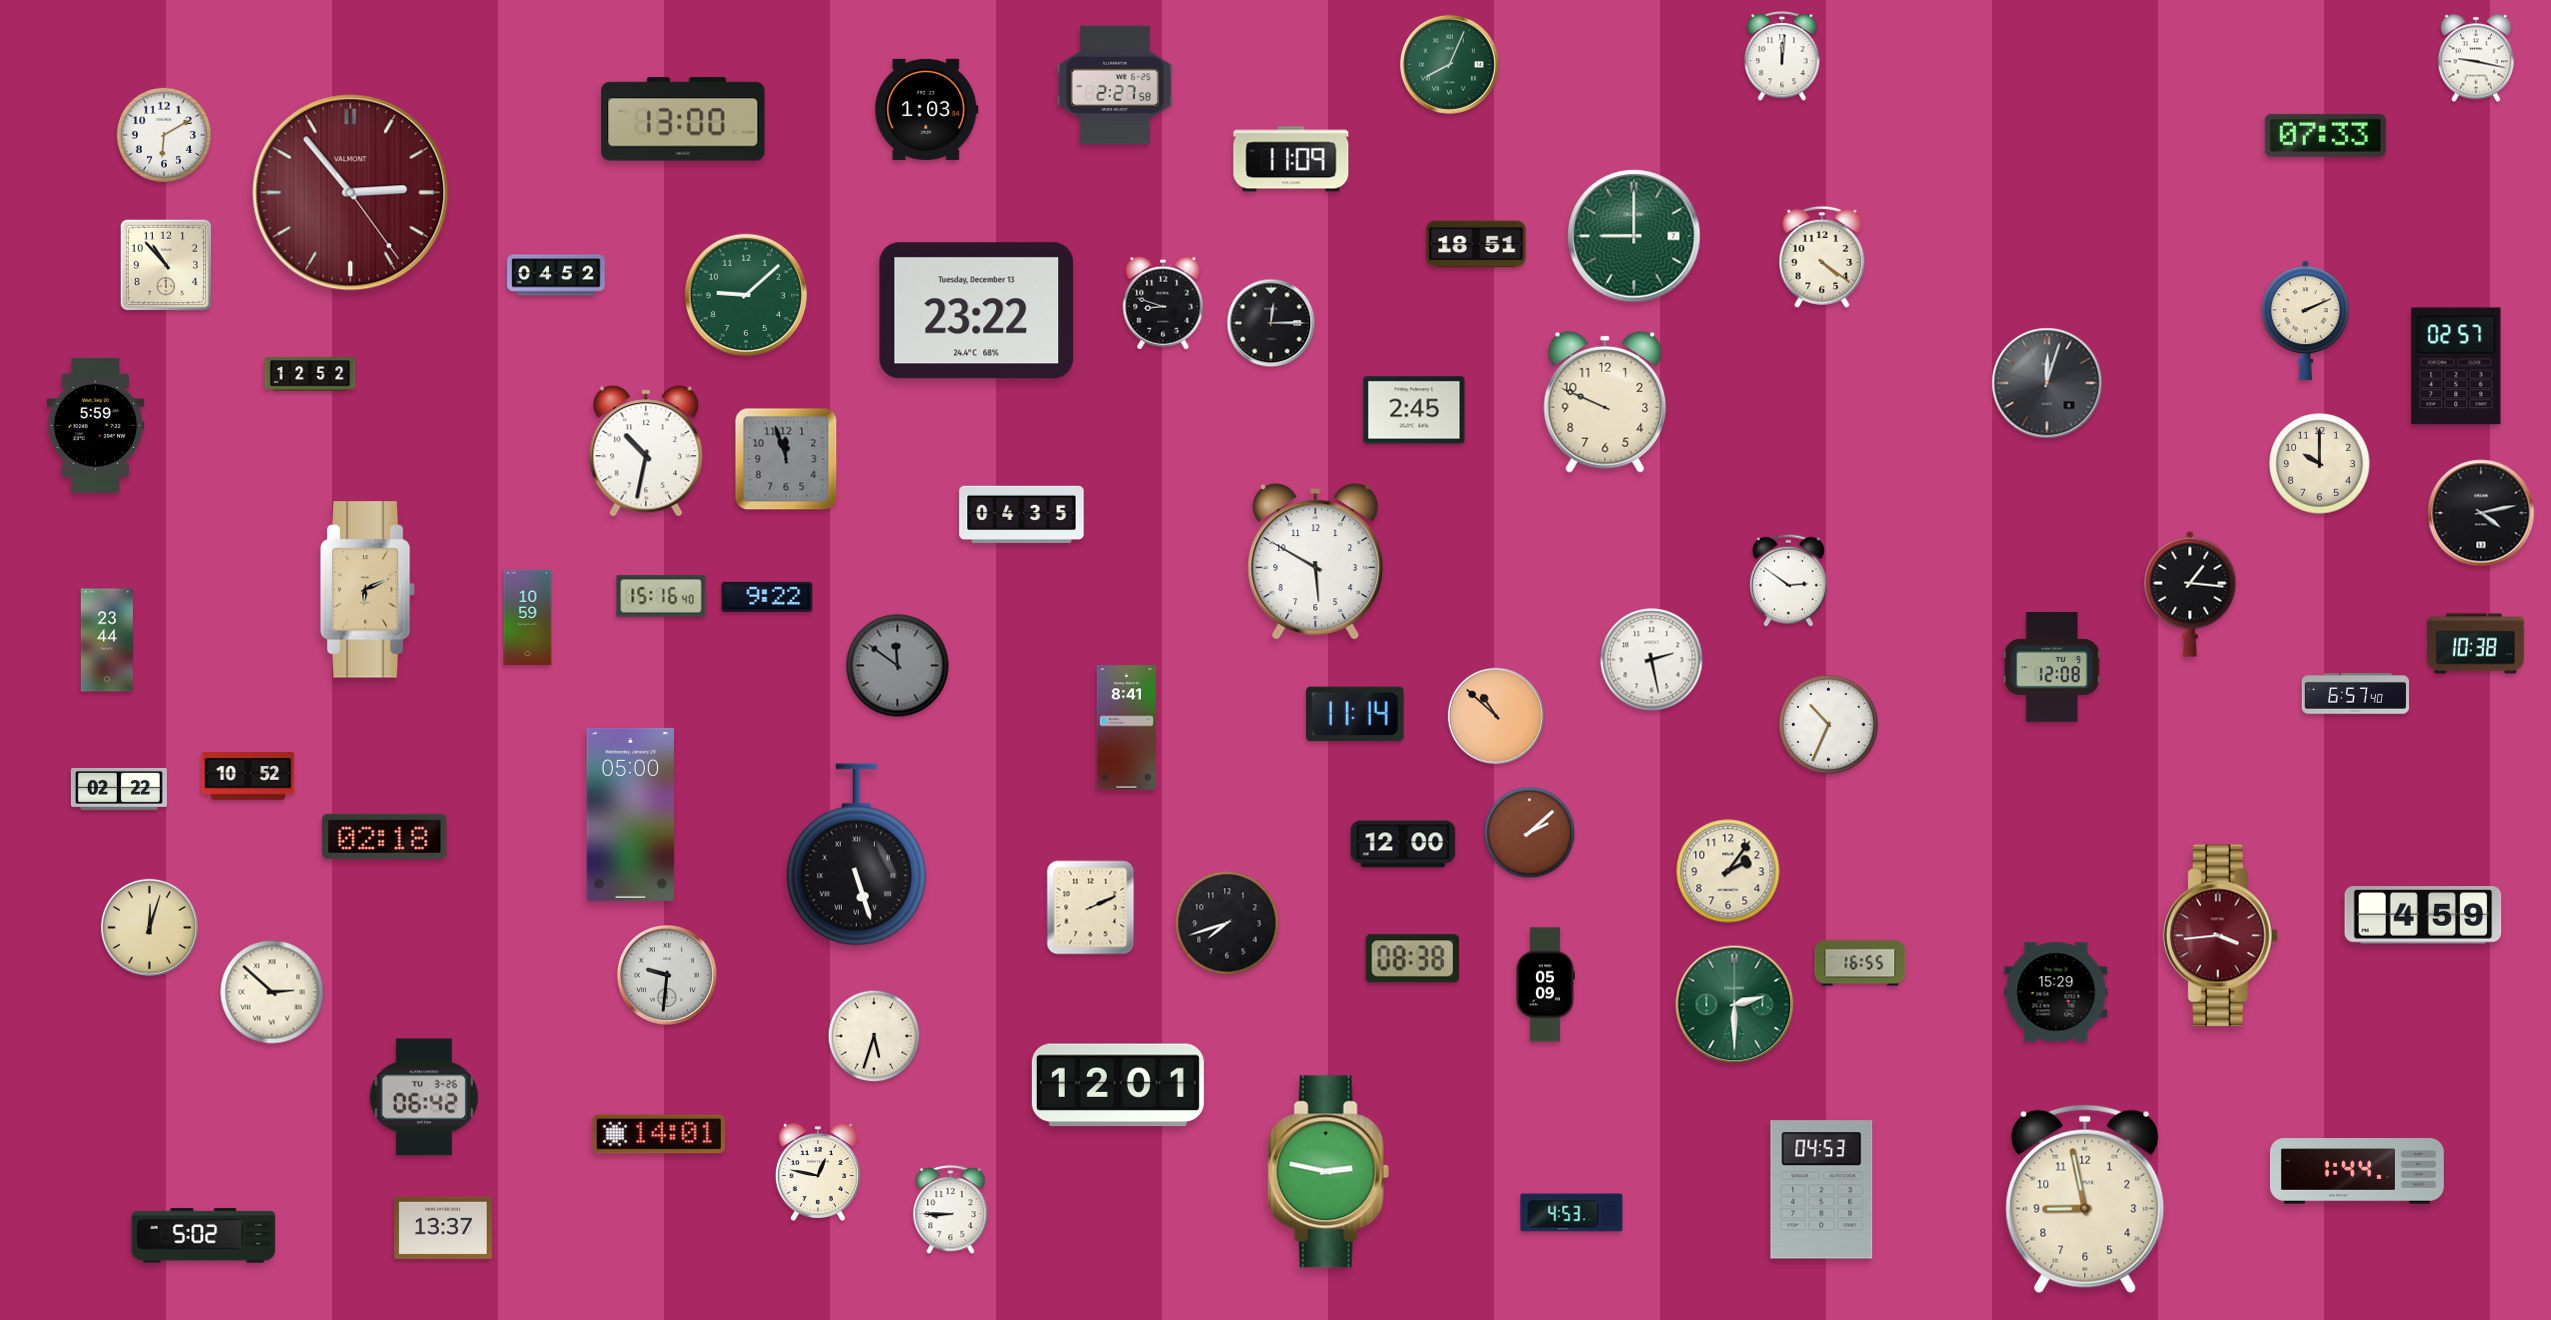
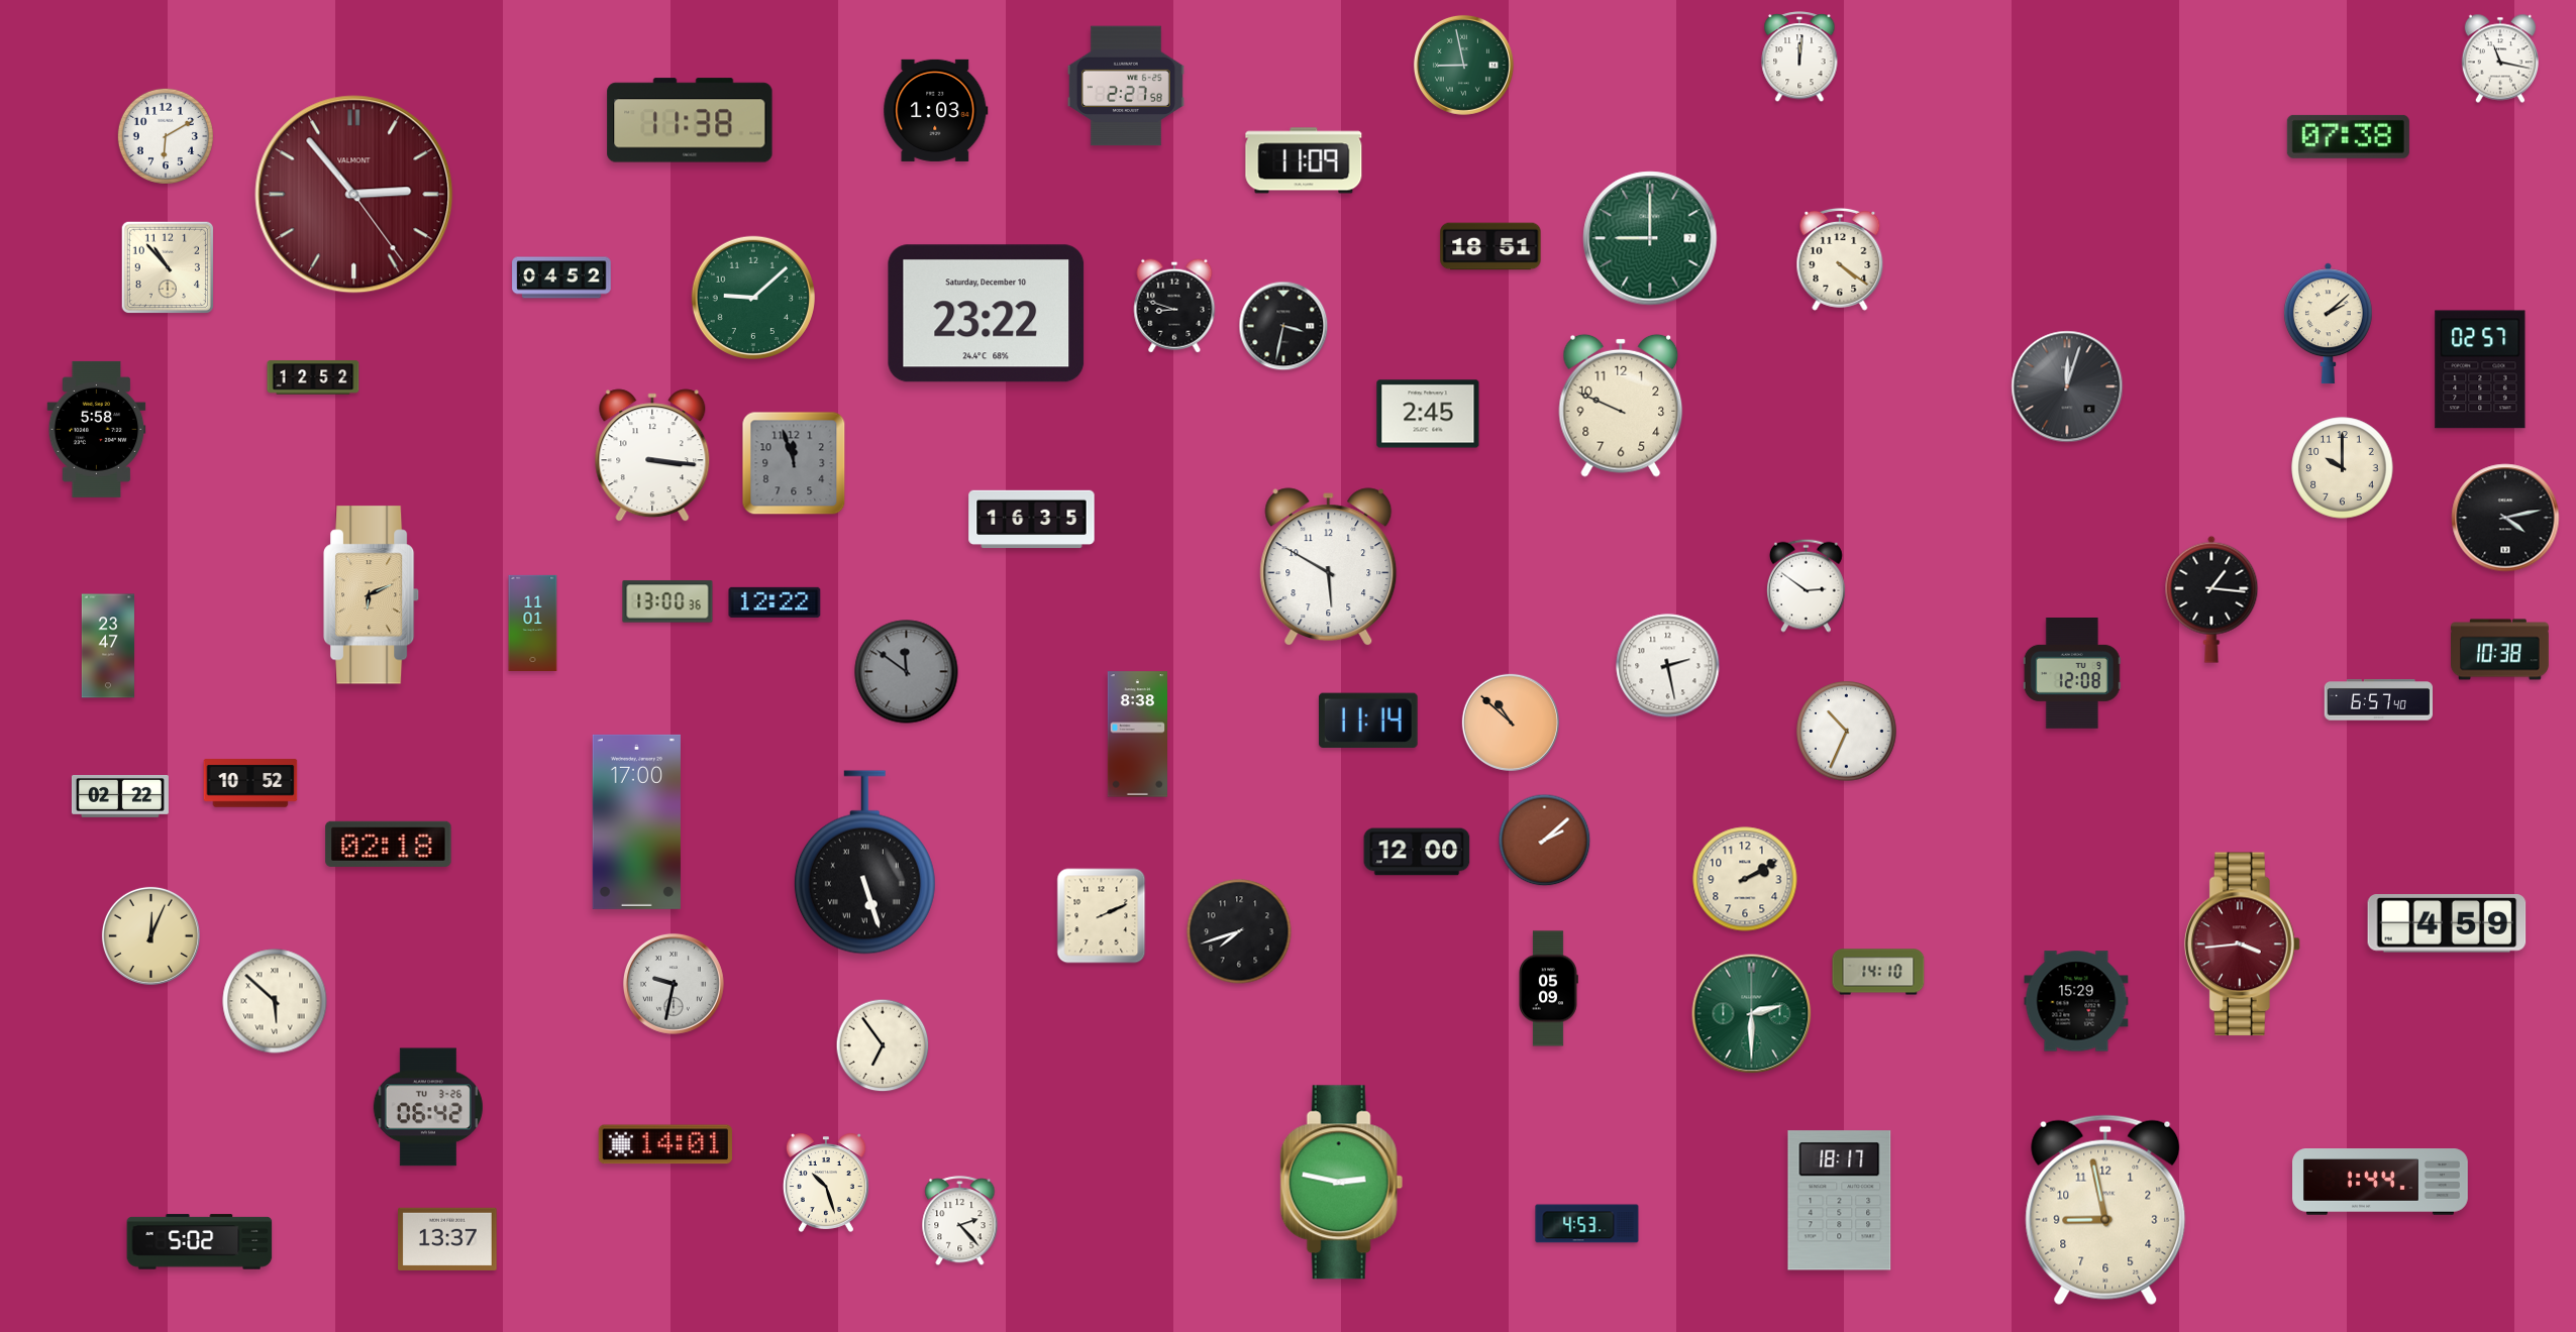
clock at (2475, 58): 9:17 -> 11:17
clock at (1449, 64): 8:04 -> 8:58
clock at (683, 119): 13:00 -> 11:38
clock at (2325, 135): 07:33 -> 07:38
clock at (977, 311) date: Tuesday, December 13 -> Saturday, December 10
clock at (2306, 321): 2:11 -> 2:08
clock at (1271, 323): 12:15 -> 3:32
clock at (96, 425): 5:59 -> 5:58
clock at (646, 451): 10:32 -> 3:16
clock at (1022, 515): 04:35 -> 16:35
clock at (661, 596): 15:16 -> 13:00
clock at (767, 597): 9:22 -> 12:22
clock at (528, 617): 10:59 -> 11:01
clock at (107, 640): 23:44 -> 23:47
clock at (1126, 728): 8:41 -> 8:38
clock at (630, 814): 05:00 -> 17:00
clock at (1728, 871): 2:06 -> 2:10
clock at (149, 927): 12:03 -> 12:04
clock at (1412, 959): 08:38 -> none
clock at (1860, 963): 16:55 -> 14:10
clock at (667, 975): 9:31 -> 9:32
clock at (1546, 985) position: (1546, 985) -> (1549, 989)
clock at (272, 992): 2:52 -> 5:52
clock at (874, 1036): 5:33 -> 6:54
clock at (1118, 1085): 12:01 -> none
clock at (818, 1172): 12:47 -> 10:27
clock at (1822, 1190): 04:53 -> 18:17
clock at (951, 1210): 8:45 -> 2:23
clock at (204, 1236) position: (204, 1236) -> (200, 1242)
